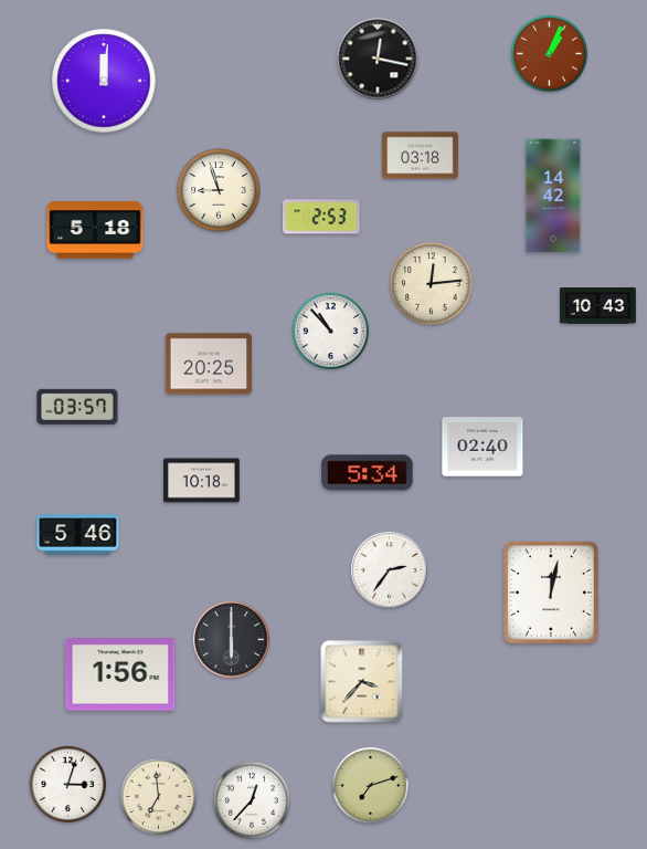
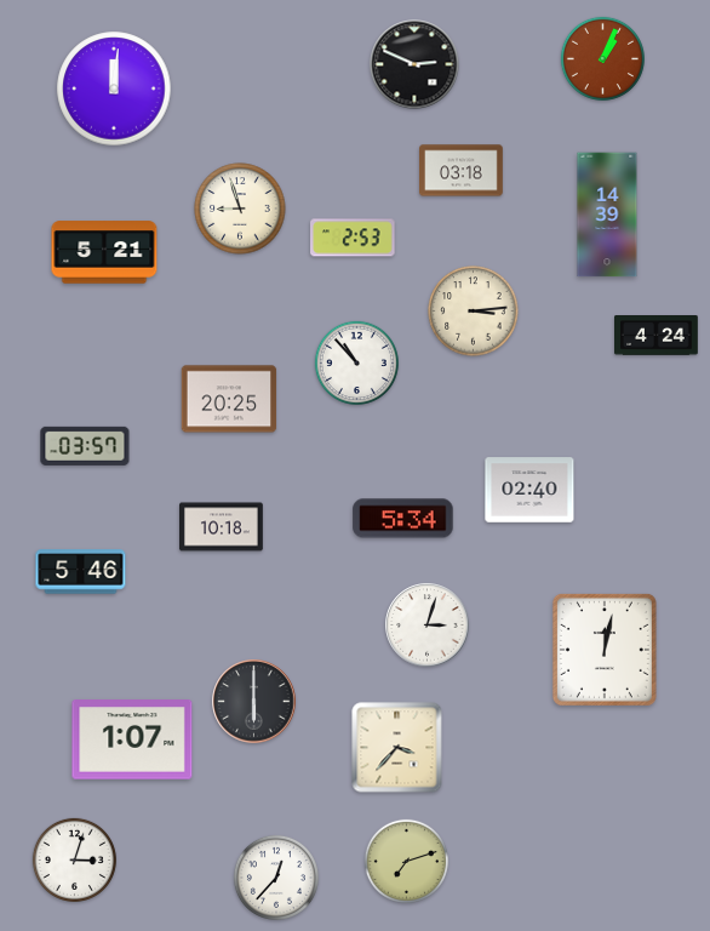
clock at (378, 59): 12:17 -> 2:49
clock at (553, 196): 14:42 -> 14:39
clock at (95, 230): 5:18 -> 5:21
clock at (432, 284): 12:14 -> 3:14
clock at (598, 306): 10:43 -> 4:24
clock at (330, 331) position: (330, 331) -> (356, 362)
clock at (78, 535) position: (78, 535) -> (81, 572)
clock at (390, 570): 2:36 -> 3:03
clock at (120, 674): 1:56 -> 1:07
clock at (158, 796): 6:59 -> none
